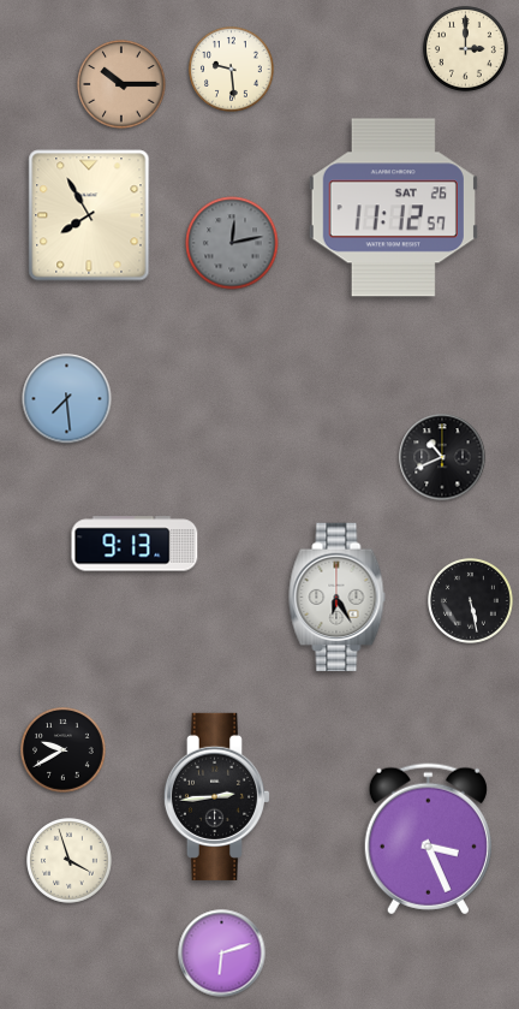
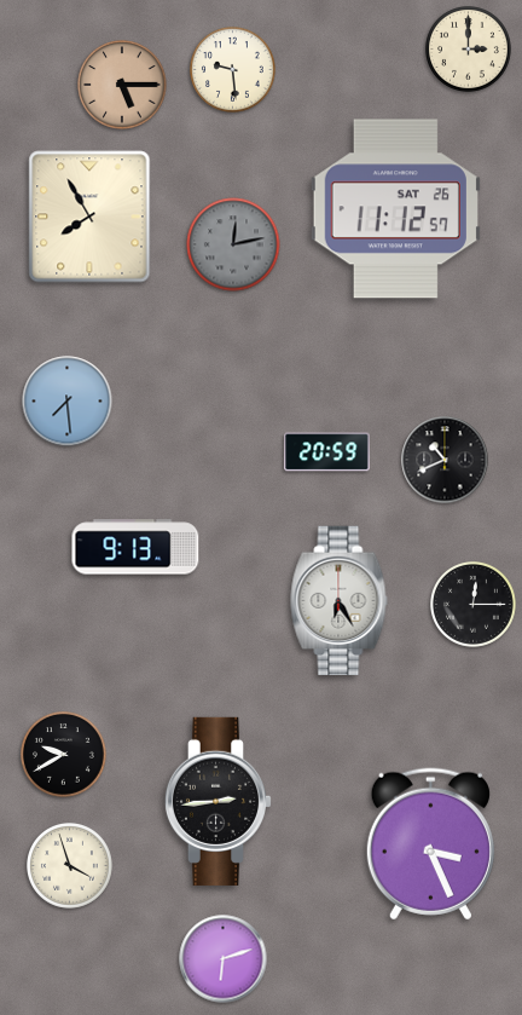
clock at (121, 84): 10:15 -> 5:15
clock at (327, 452): none -> 20:59
clock at (471, 601): 5:28 -> 12:15
